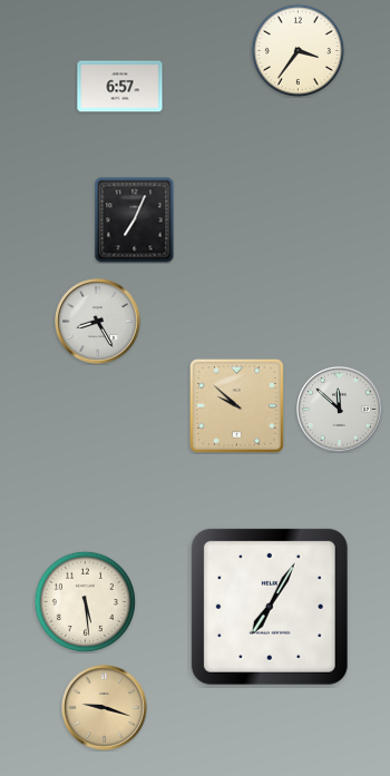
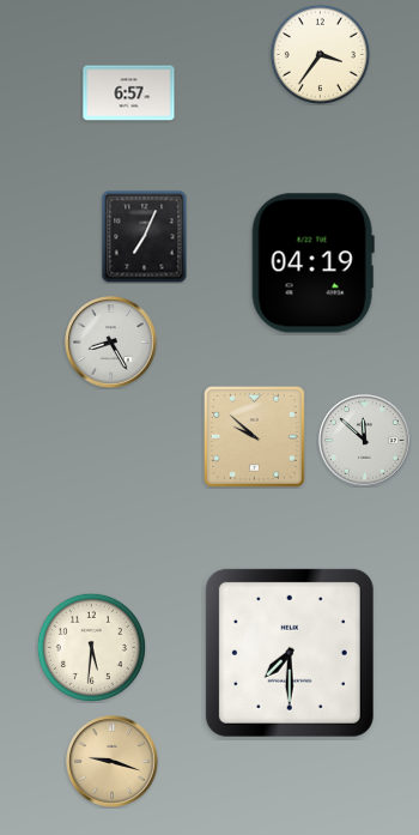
clock at (312, 264): none -> 04:19
clock at (98, 322) position: (98, 322) -> (111, 343)
clock at (85, 601): 5:29 -> 5:31
clock at (270, 607): 7:05 -> 7:30
